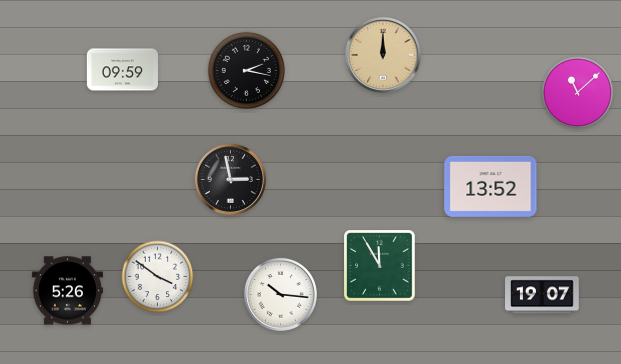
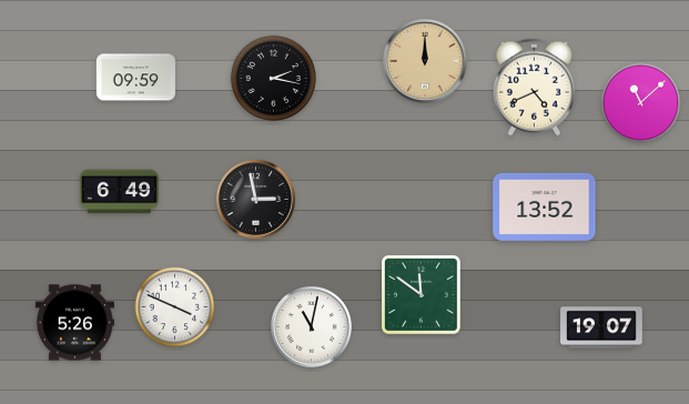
clock at (534, 88): none -> 4:41
clock at (119, 192): none -> 6:49
clock at (380, 266): 11:55 -> 11:51
clock at (158, 277): 3:51 -> 3:49
clock at (280, 294): 10:16 -> 11:02
